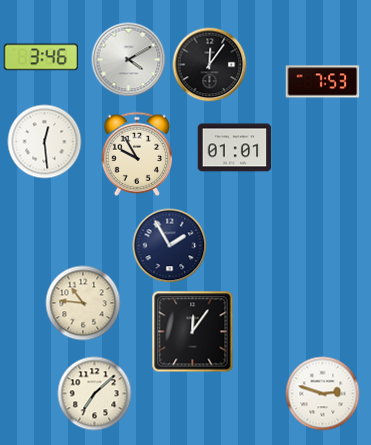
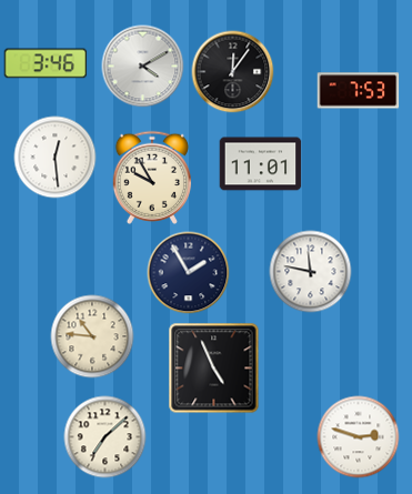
clock at (45, 142) position: (45, 142) -> (56, 158)
clock at (235, 148): 01:01 -> 11:01
clock at (136, 154) position: (136, 154) -> (151, 178)
clock at (311, 272): none -> 11:47
clock at (193, 332): 12:06 -> 4:56
